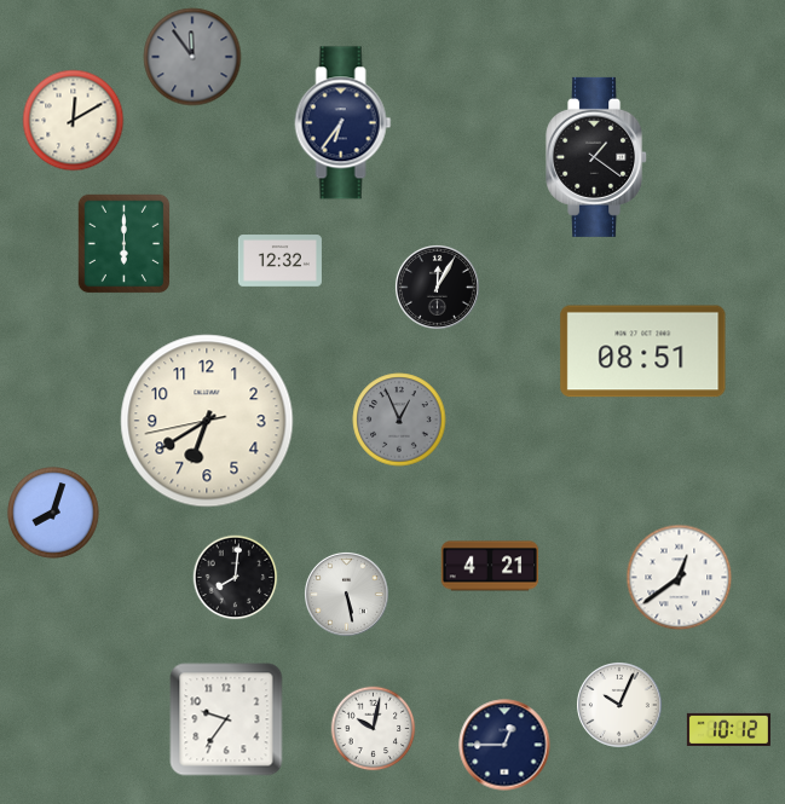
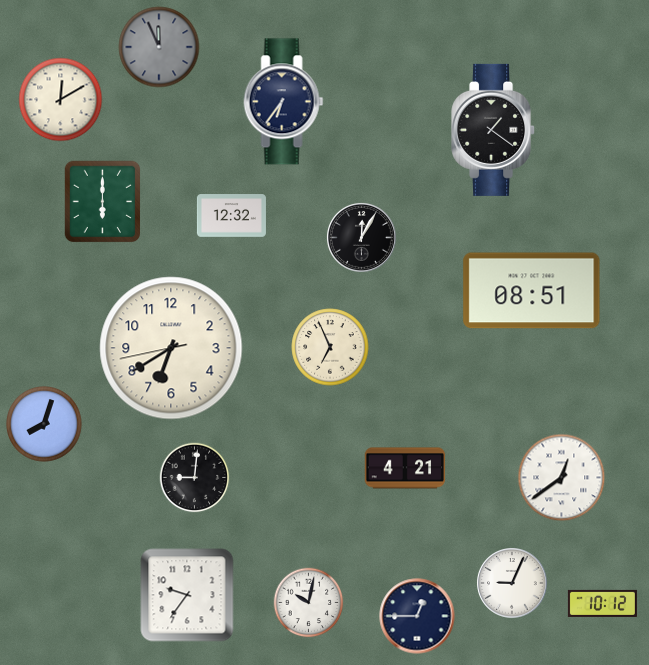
clock at (192, 57): 11:54 -> 11:56
clock at (399, 420): 12:56 -> 6:56
clock at (399, 420) dial: grey -> cream
clock at (236, 578): 8:01 -> 9:01
clock at (347, 595): 5:28 -> none
clock at (621, 706): 10:04 -> 9:04
